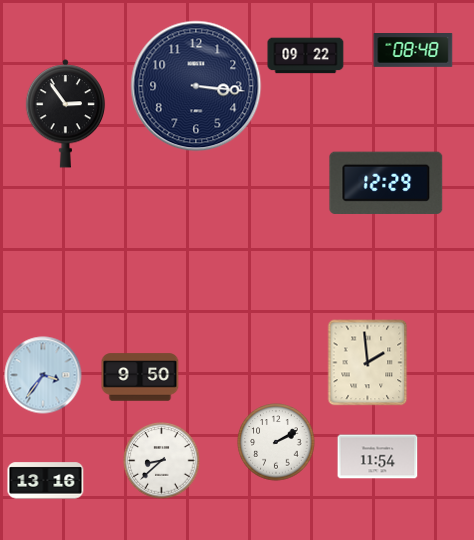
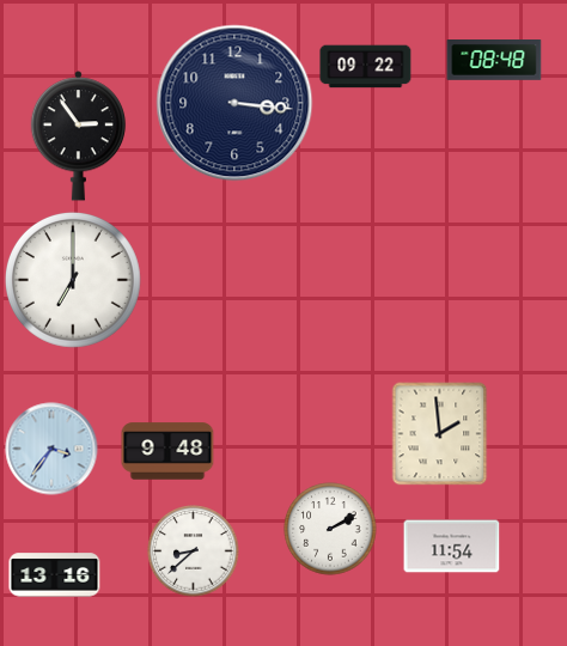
clock at (386, 183): 12:29 -> none
clock at (73, 280): none -> 7:00
clock at (140, 377): 9:50 -> 9:48
